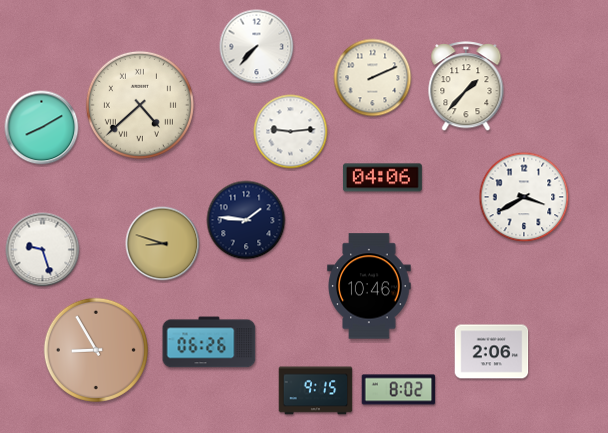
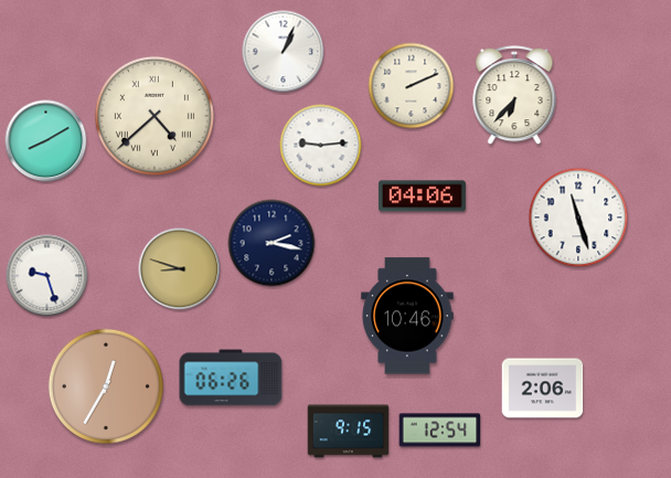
clock at (257, 47): 7:37 -> 1:04
clock at (466, 87): 1:37 -> 6:37
clock at (524, 197): 3:40 -> 11:27
clock at (246, 220): 1:46 -> 2:17
clock at (96, 350): 8:55 -> 12:35
clock at (399, 390): 8:02 -> 12:54
